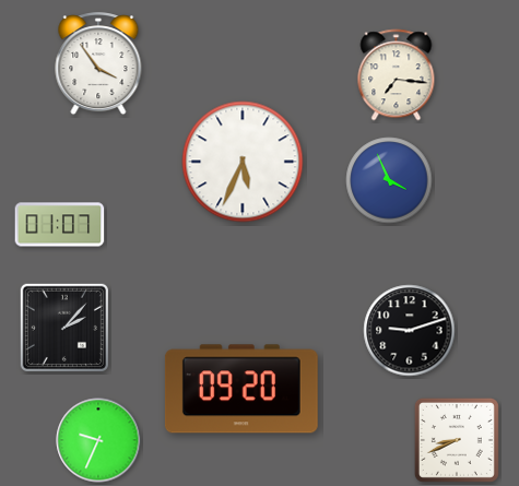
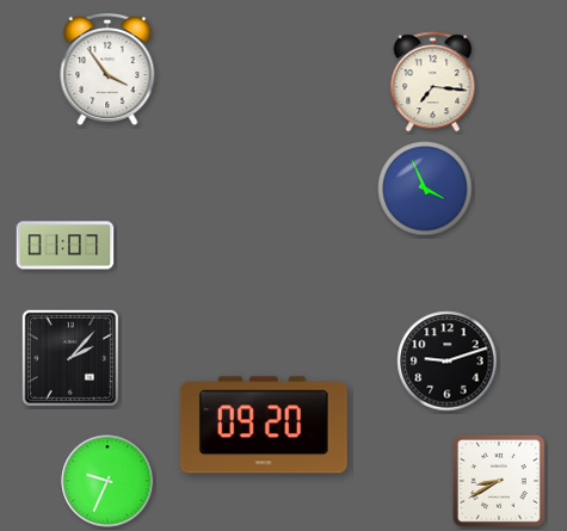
clock at (243, 162): 5:34 -> none
clock at (389, 180) position: (389, 180) -> (425, 189)
clock at (457, 440): 8:41 -> 8:40
